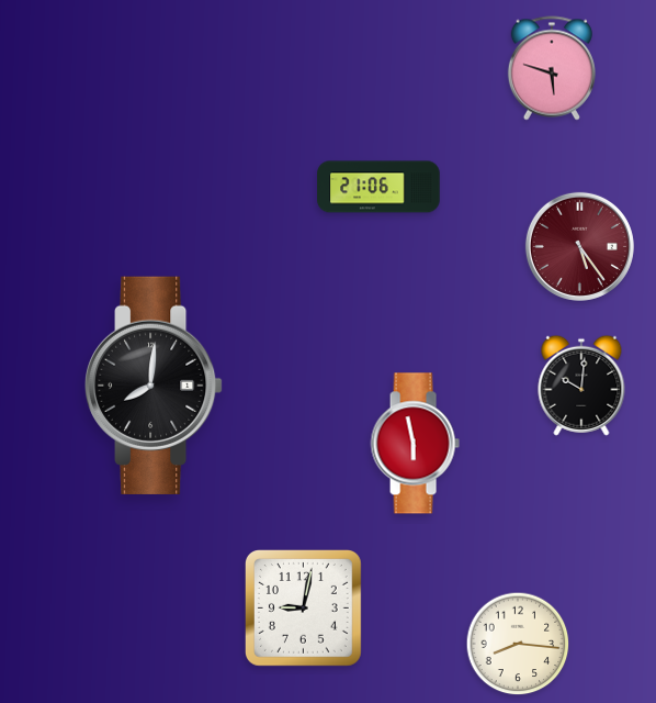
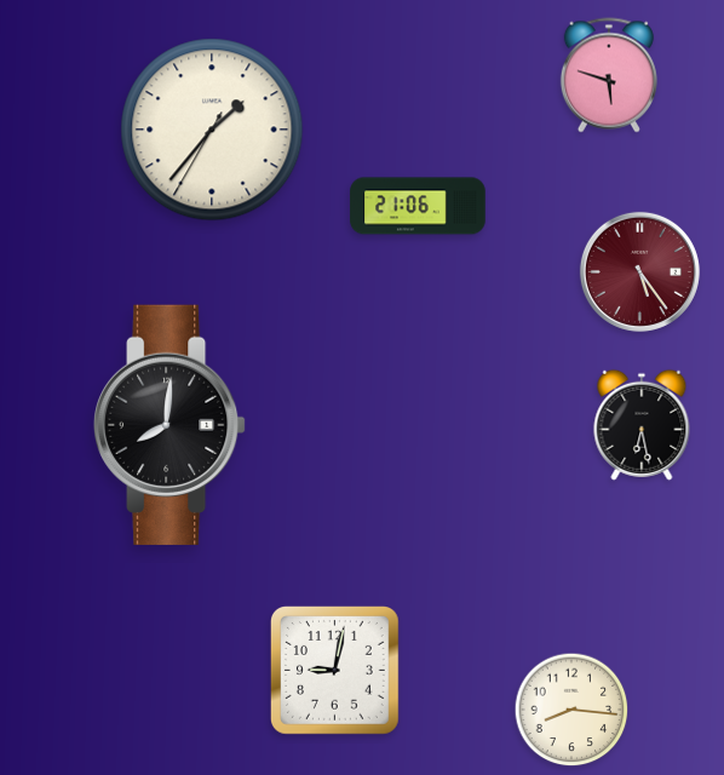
clock at (212, 130): none -> 1:36
clock at (581, 386): 10:01 -> 6:28
clock at (415, 444): 5:58 -> none
